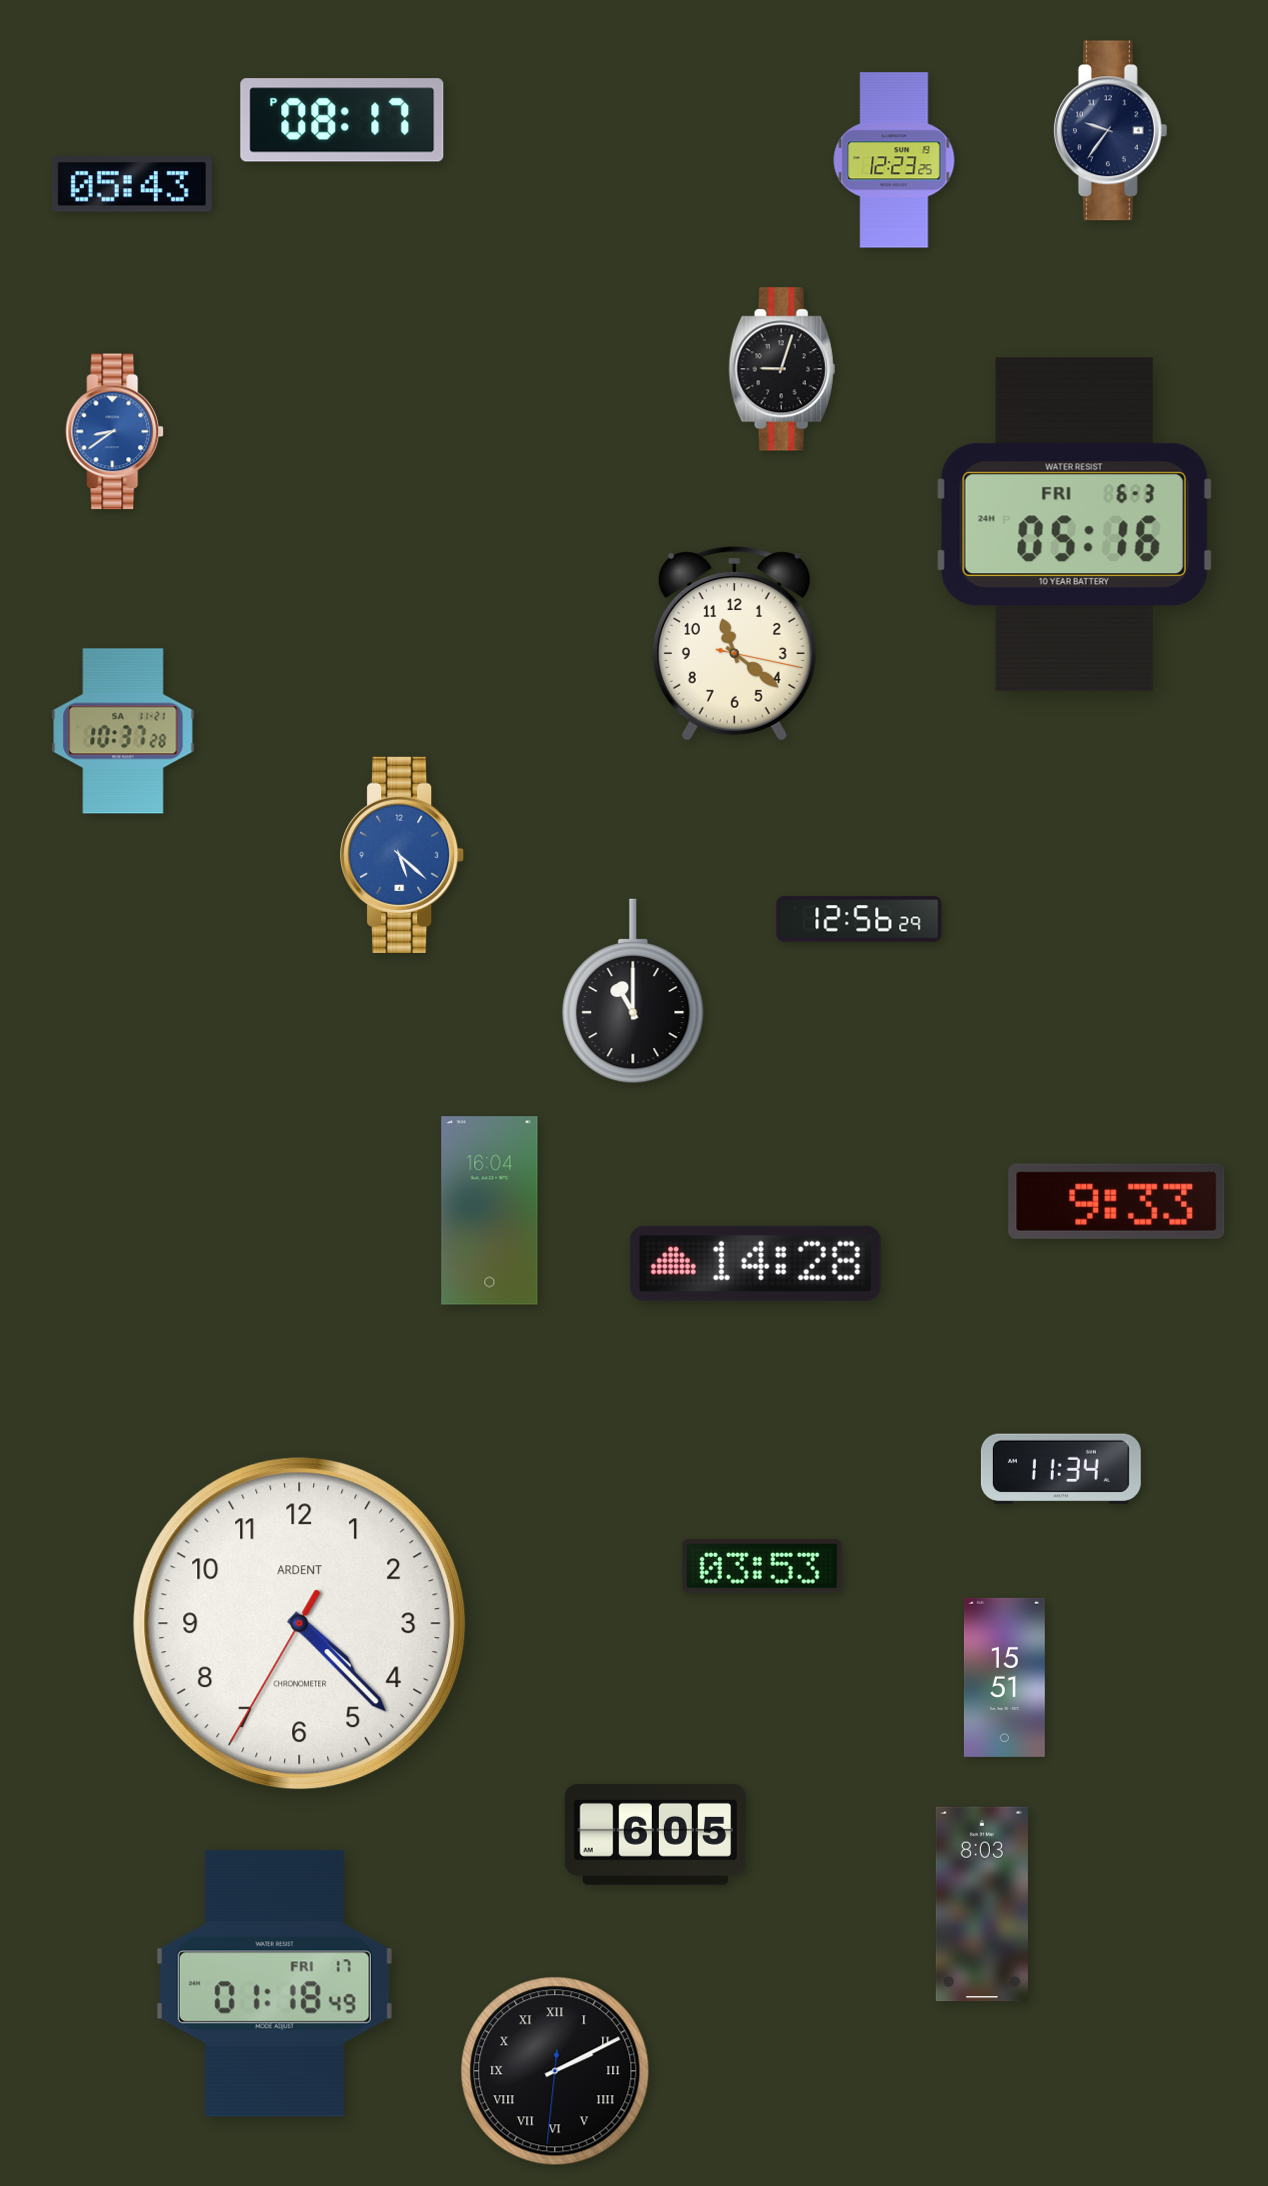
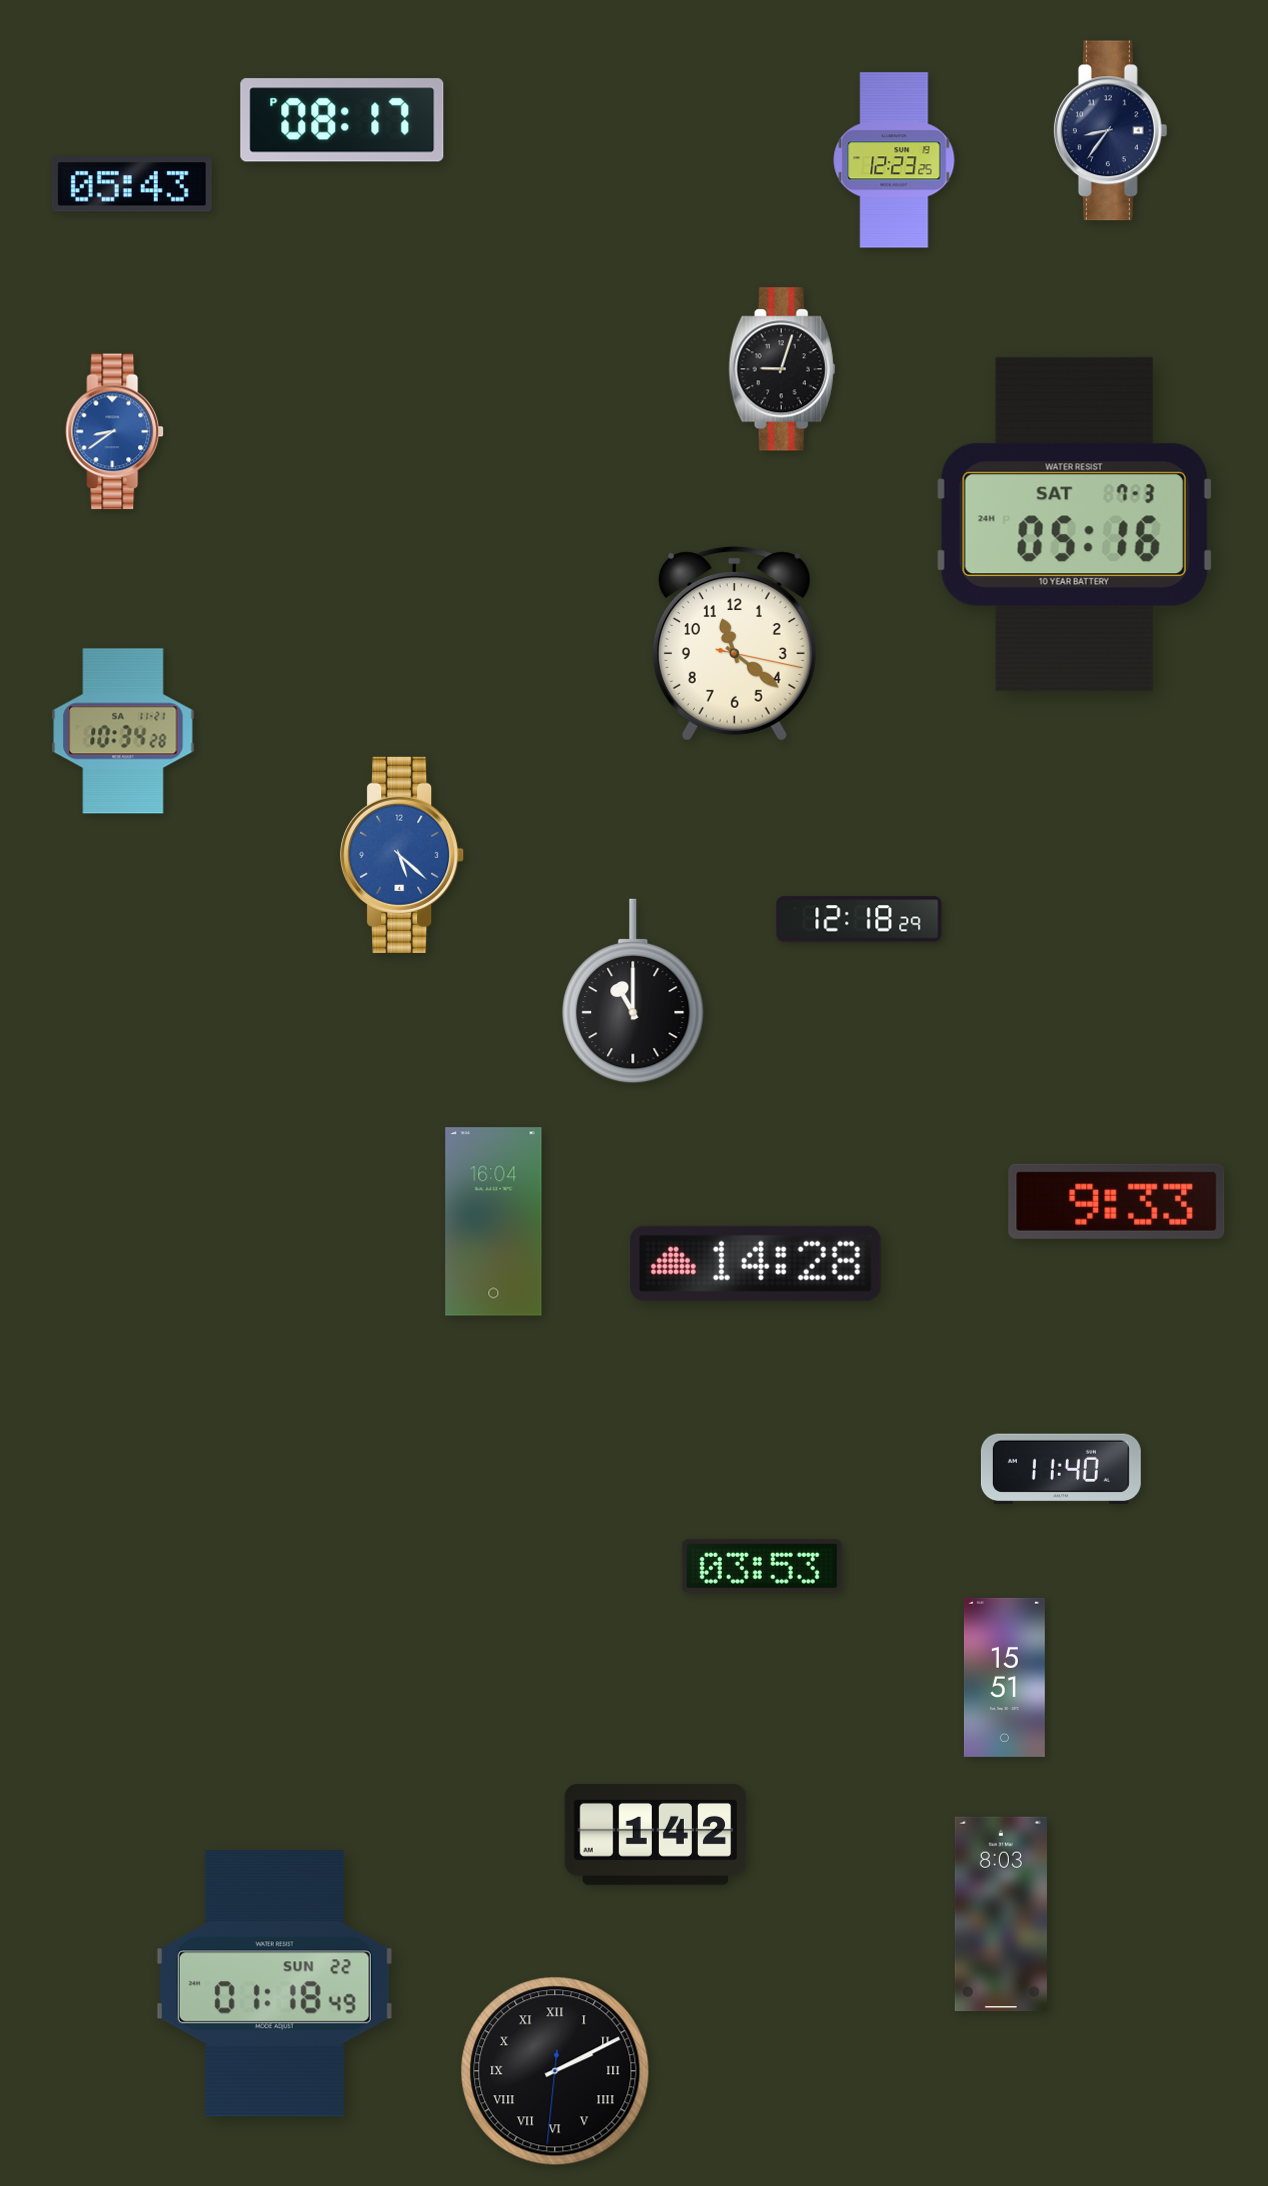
clock at (1110, 131): 9:36 -> 8:36
clock at (1074, 524) date: FRI 6-3 -> SAT 7-3
clock at (123, 731): 10:37 -> 10:34
clock at (859, 919): 12:56 -> 12:18
clock at (490, 1211) position: (490, 1211) -> (494, 1222)
clock at (1061, 1469): 11:34 -> 11:40
clock at (300, 1624): 4:22 -> none
clock at (656, 1834): 6:05 -> 1:42
clock at (982, 1904) position: (982, 1904) -> (1001, 1914)
clock at (274, 1984) date: FRI 17 -> SUN 22
